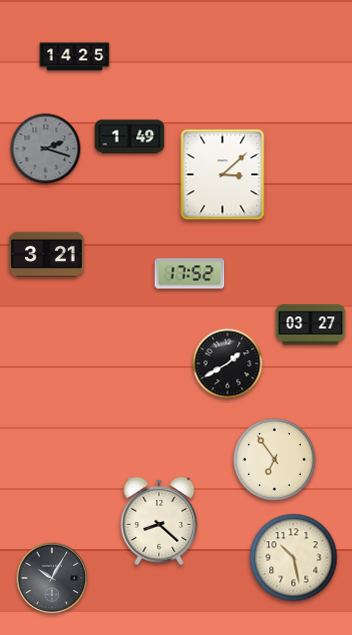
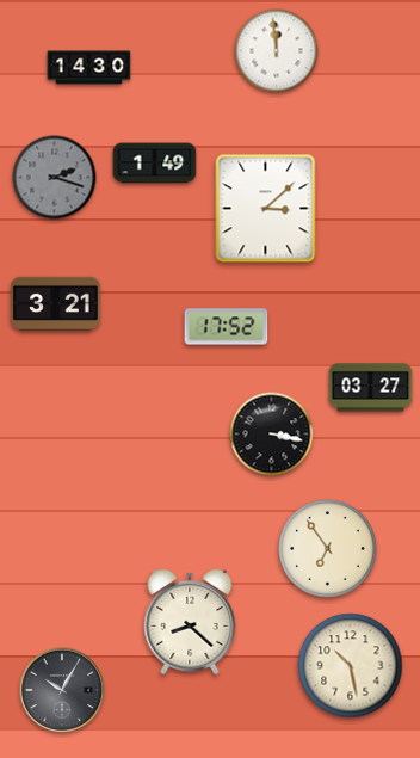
clock at (277, 51): none -> 11:59
clock at (75, 57): 14:25 -> 14:30
clock at (228, 364): 1:40 -> 3:17
